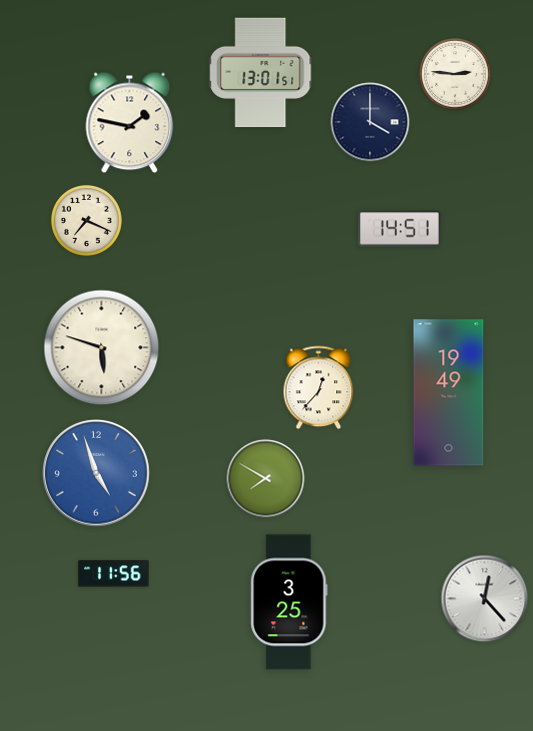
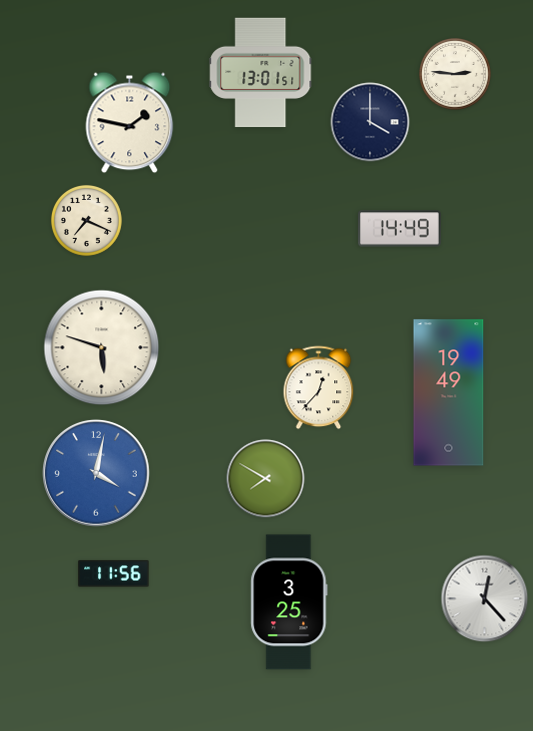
clock at (399, 229): 14:51 -> 14:49
clock at (96, 473): 4:57 -> 4:02
